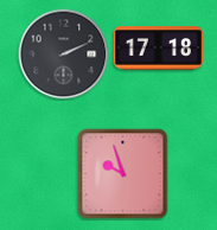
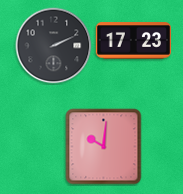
clock at (158, 49): 17:18 -> 17:23
clock at (123, 174): 9:57 -> 10:01
